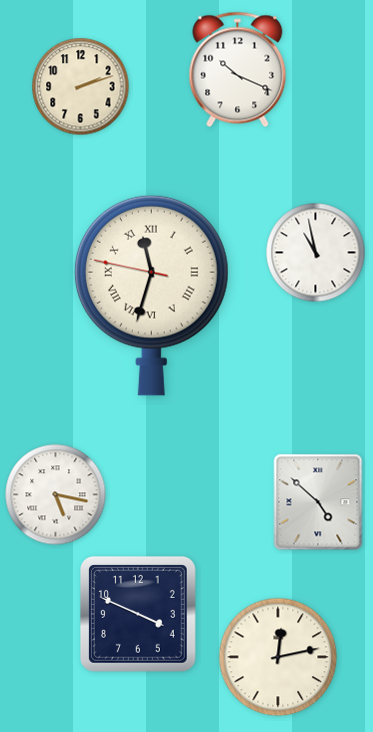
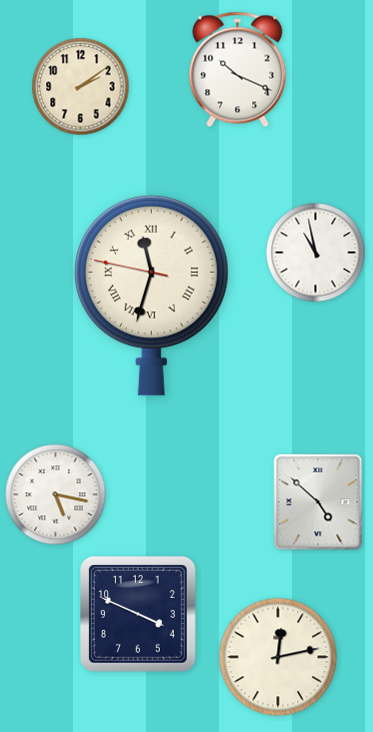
clock at (81, 87): 2:12 -> 2:09
